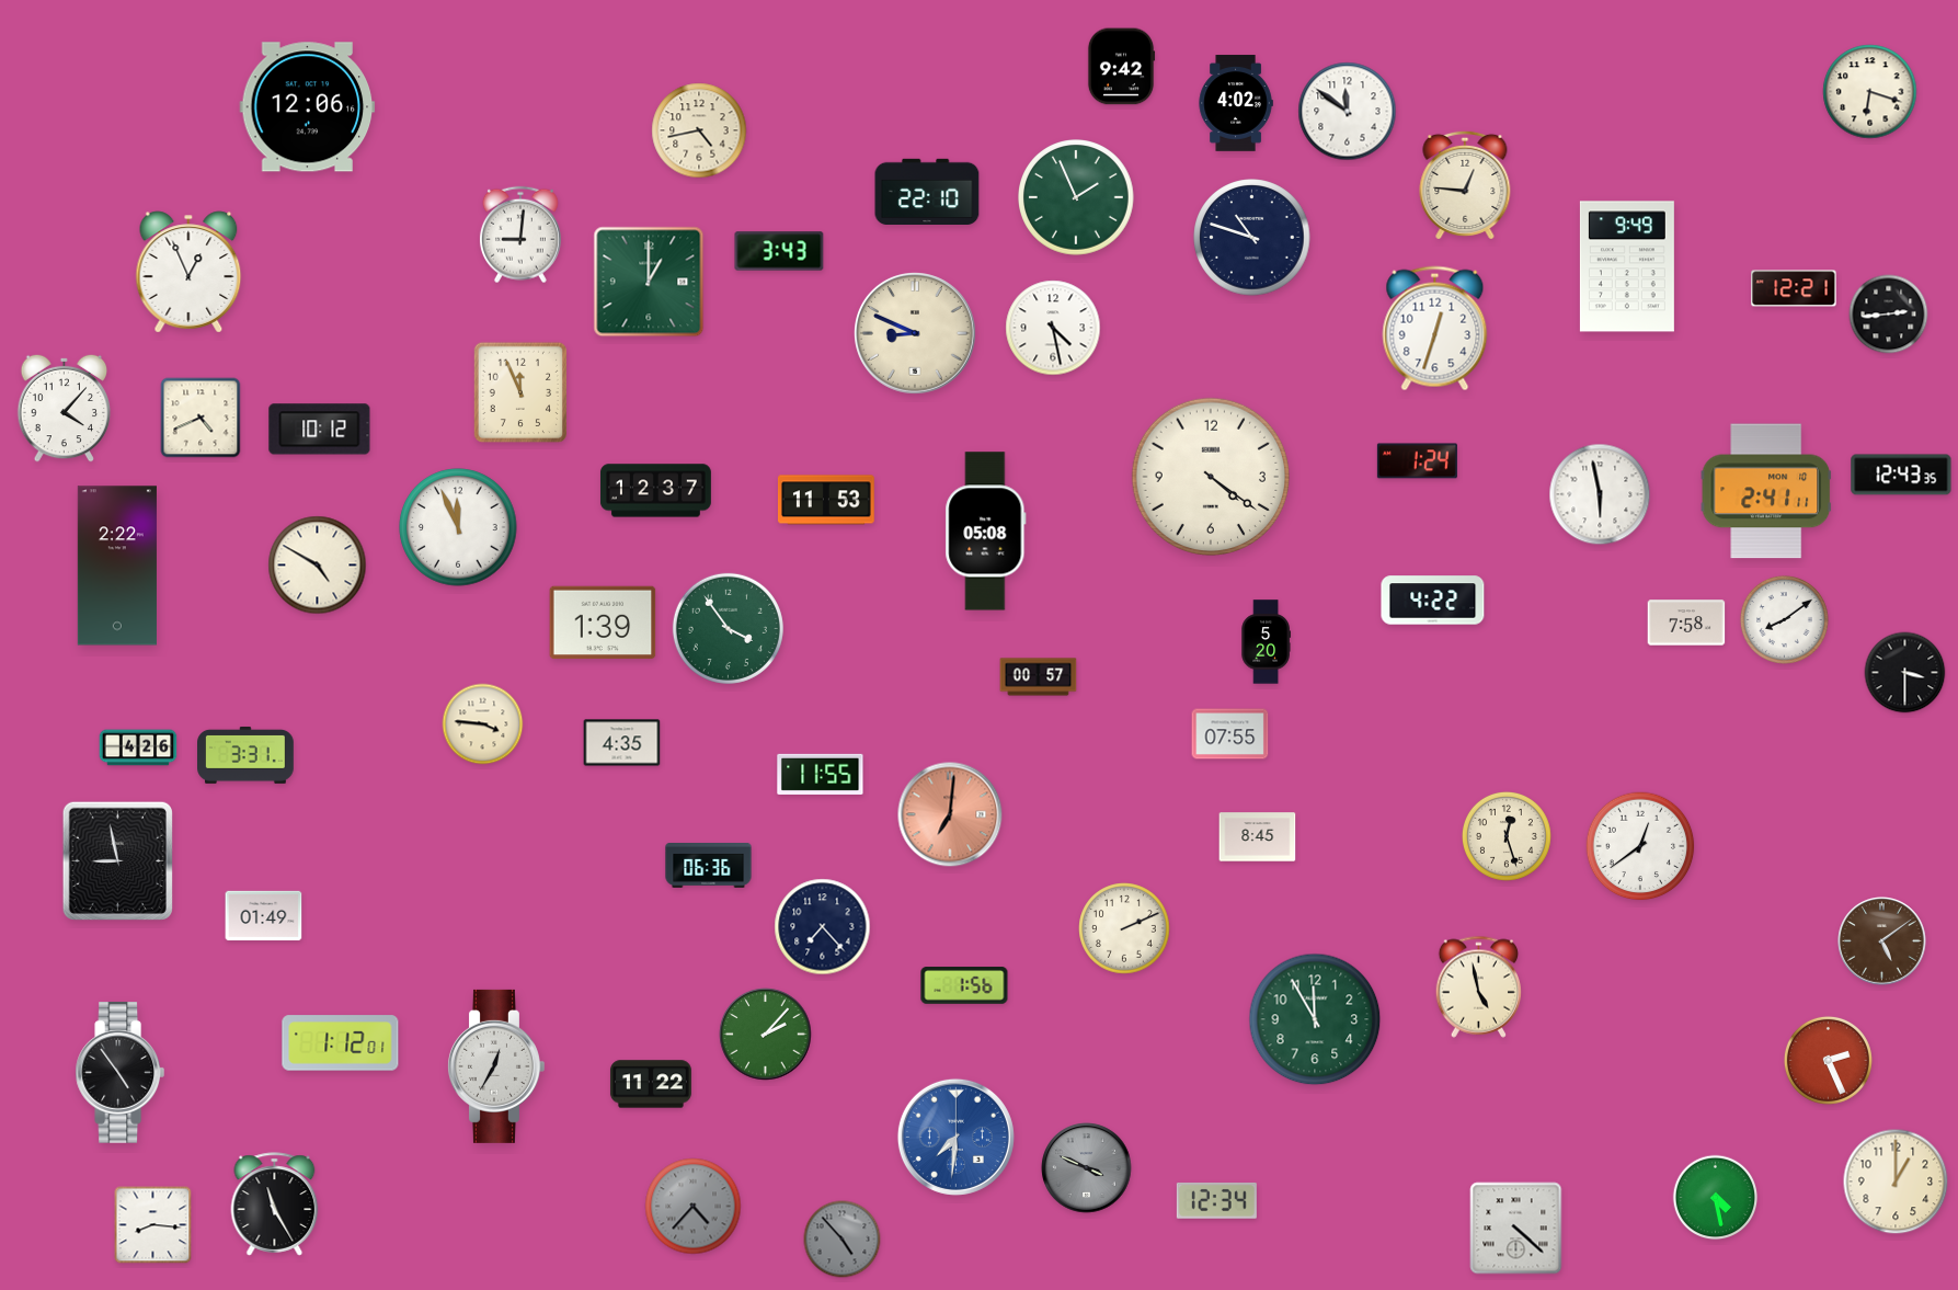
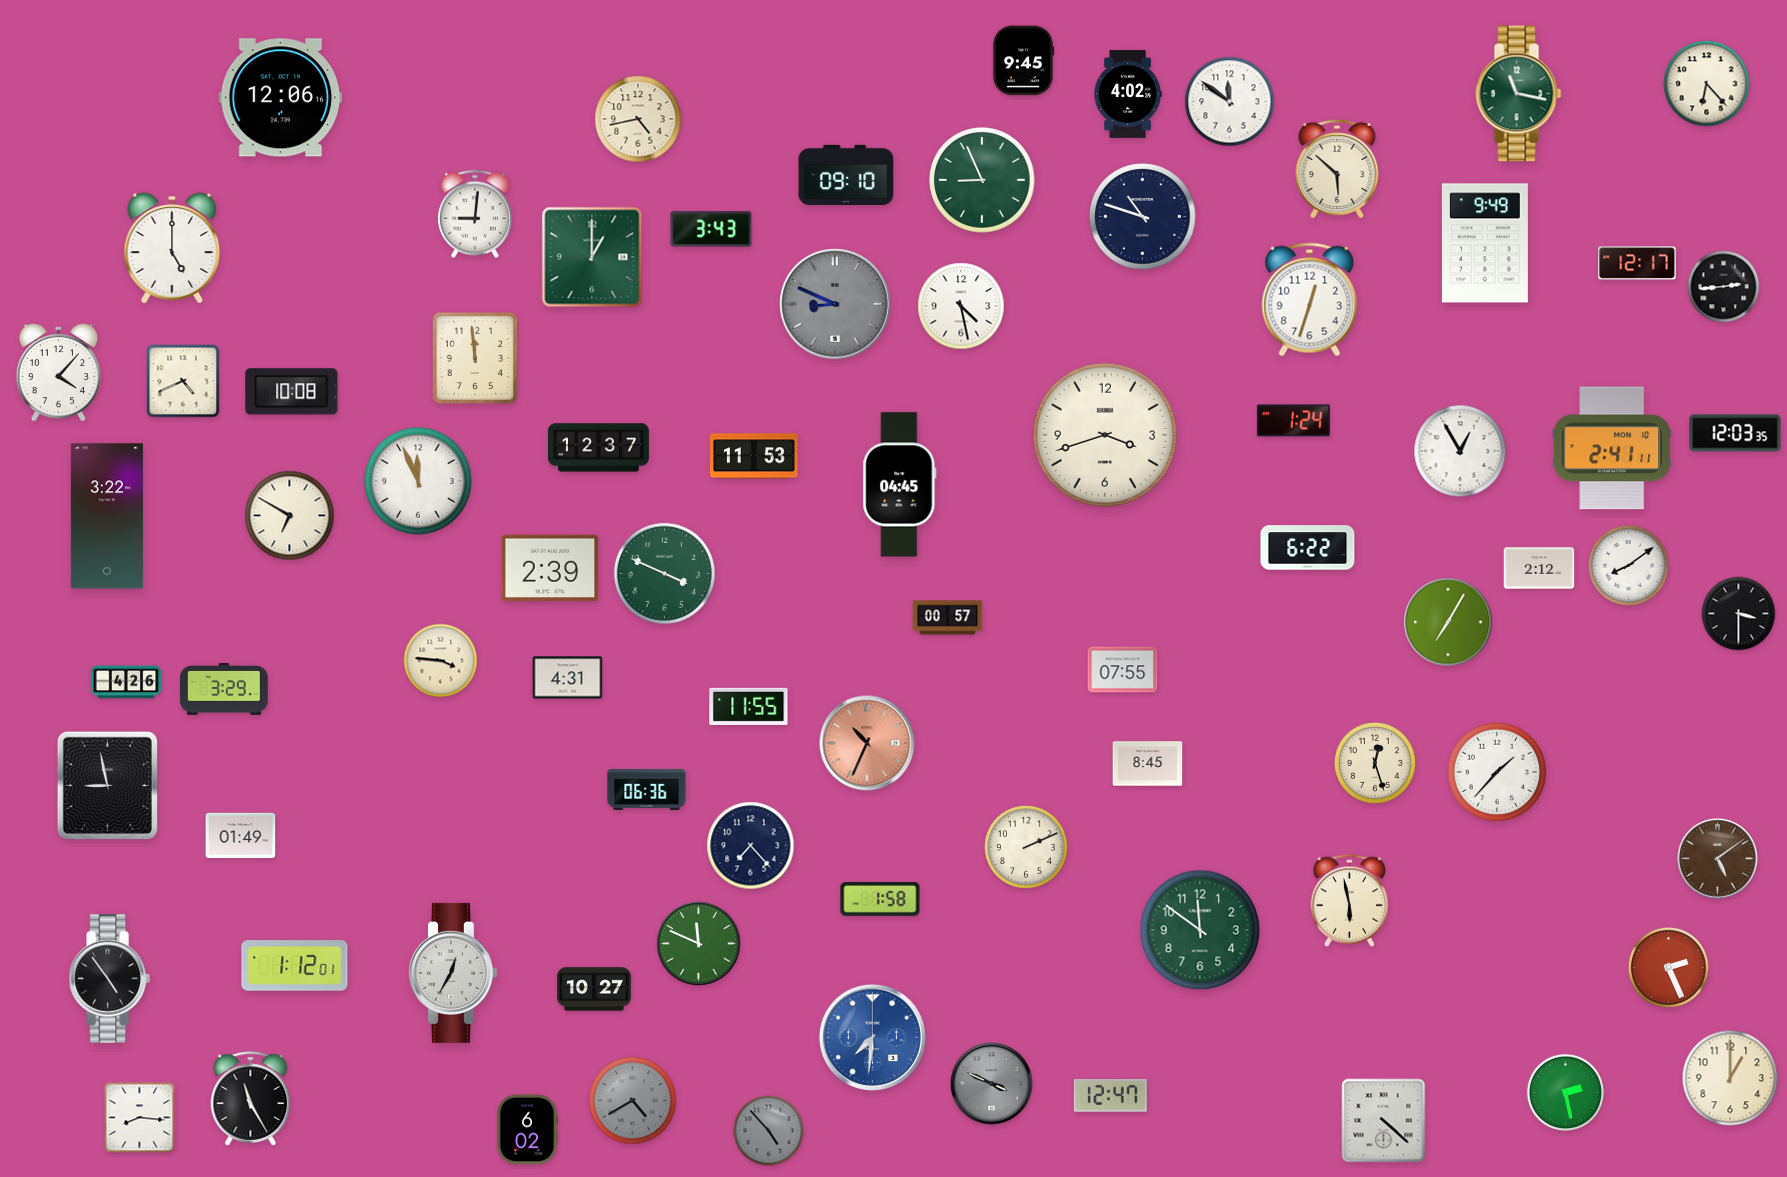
clock at (1121, 67): 9:42 -> 9:45
clock at (1870, 92): 6:18 -> 6:23
clock at (1519, 94): none -> 11:17
clock at (1465, 185): 12:46 -> 5:52
clock at (927, 192): 22:10 -> 09:10
clock at (1077, 198): 1:56 -> 8:56
clock at (188, 272): 12:56 -> 5:00
clock at (1794, 288): 12:21 -> 12:17
clock at (1053, 328) position: (1053, 328) -> (961, 306)
clock at (916, 334) dial: cream -> grey
clock at (520, 392): 11:56 -> 11:59
clock at (320, 430): 10:12 -> 10:08
clock at (1901, 475): 12:43 -> 12:03
clock at (1211, 477): 4:21 -> 3:42
clock at (1600, 494): 5:58 -> 12:55
clock at (986, 532): 05:08 -> 04:45
clock at (117, 566): 2:22 -> 3:22
clock at (318, 566): 4:50 -> 6:50
clock at (1433, 601): 4:22 -> 6:22
clock at (603, 623): 1:39 -> 2:39
clock at (1686, 623): 7:58 -> 2:12
clock at (728, 628): 3:54 -> 3:49
clock at (1266, 642): 5:20 -> none
clock at (1448, 622): none -> 7:05
clock at (622, 743): 4:35 -> 4:31
clock at (247, 755): 3:31 -> 3:29
clock at (950, 814): 7:01 -> 10:34
clock at (1640, 846): 12:39 -> 1:37
clock at (964, 985): 1:56 -> 1:58
clock at (1478, 986): 4:58 -> 5:58
clock at (1315, 1019): 11:55 -> 11:51
clock at (766, 1035): 2:07 -> 11:49
clock at (341, 1043) position: (341, 1043) -> (295, 966)
clock at (651, 1084): 11:22 -> 10:27
clock at (1087, 1168) position: (1087, 1168) -> (992, 1084)
clock at (1716, 1198): 4:28 -> 2:28
clock at (1216, 1200): 12:34 -> 12:47
clock at (694, 1207): 4:37 -> 4:40
clock at (527, 1130): none -> 6:02
